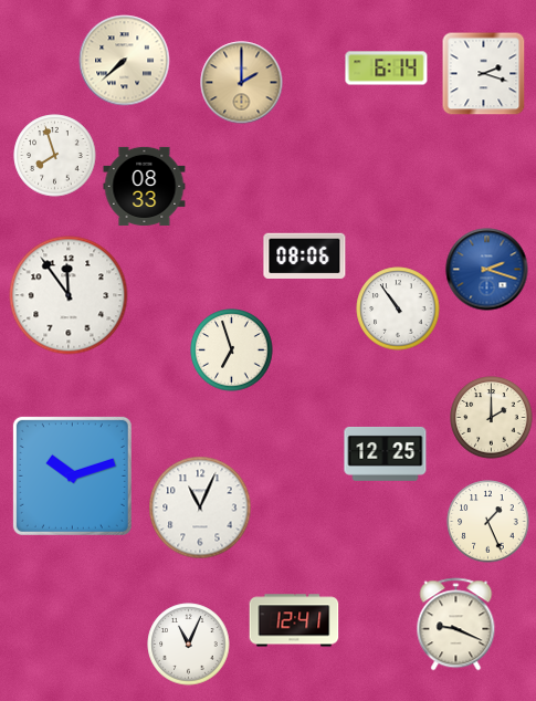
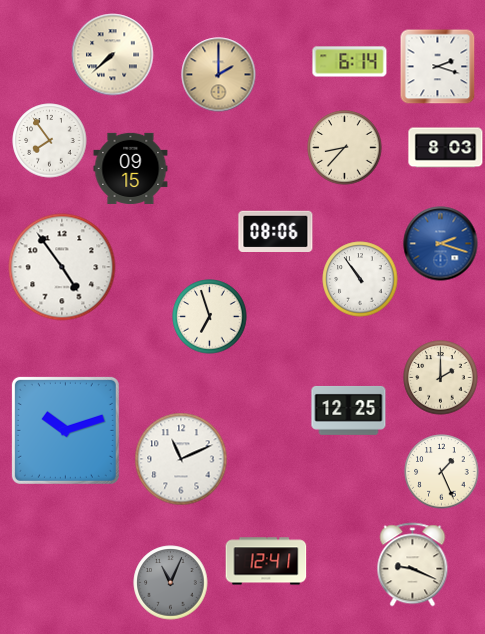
clock at (55, 156): 7:57 -> 7:54
clock at (345, 148): none -> 8:37
clock at (446, 148): none -> 8:03
clock at (145, 186): 08:33 -> 09:15
clock at (69, 295): 11:54 -> 4:54
clock at (492, 418) position: (492, 418) -> (441, 378)
clock at (200, 508): 11:04 -> 11:11
clock at (189, 645) dial: white -> grey
